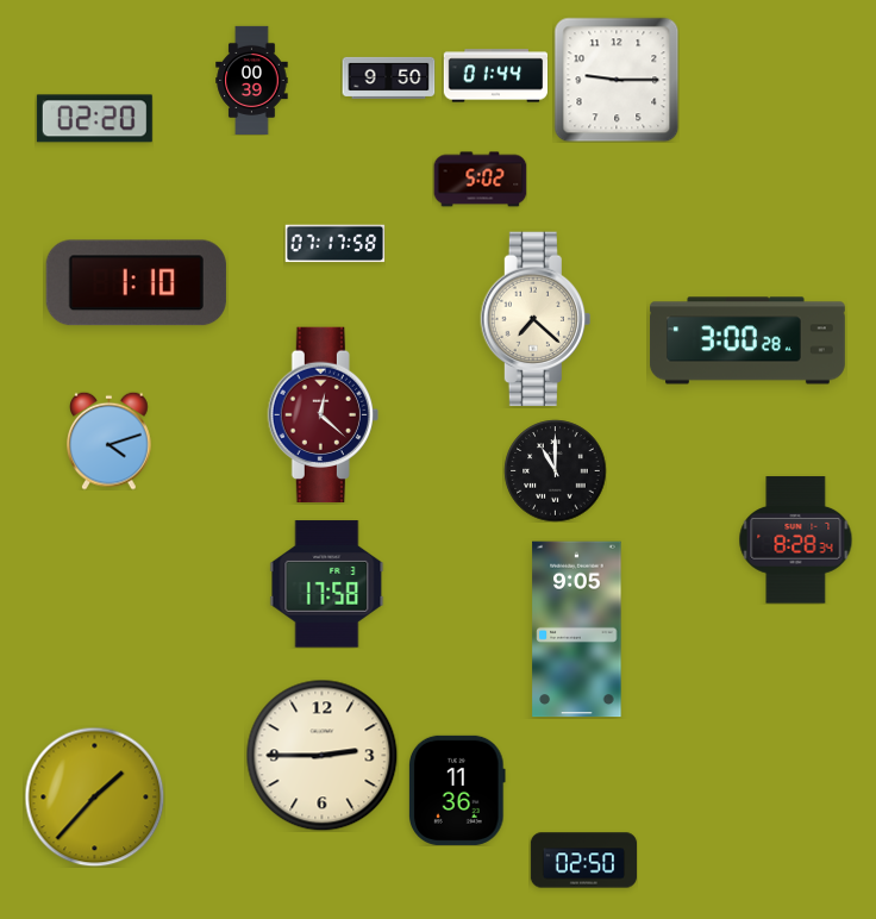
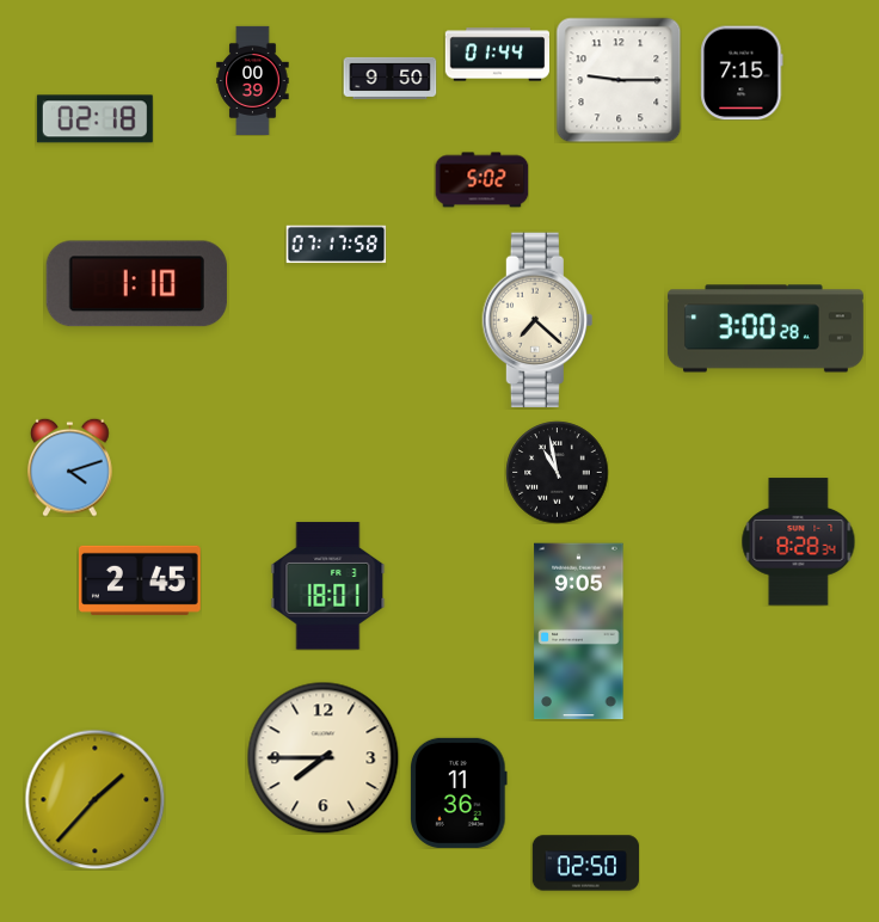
clock at (742, 73): none -> 7:15
clock at (495, 76) position: (495, 76) -> (497, 55)
clock at (94, 119): 02:20 -> 02:18
clock at (747, 340) position: (747, 340) -> (766, 328)
clock at (323, 415): 12:22 -> none
clock at (109, 440) position: (109, 440) -> (70, 467)
clock at (555, 470): 11:00 -> 10:58
clock at (140, 580): none -> 2:45
clock at (327, 584): 17:58 -> 18:01
clock at (321, 755): 2:45 -> 7:45
